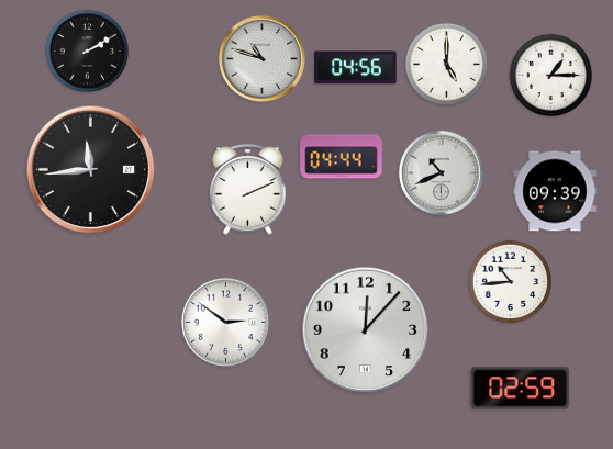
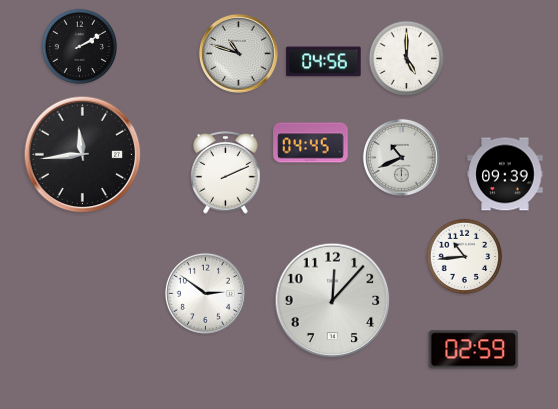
clock at (551, 76): 1:15 -> none
clock at (342, 157): 04:44 -> 04:45
clock at (521, 389) position: (521, 389) -> (474, 350)
